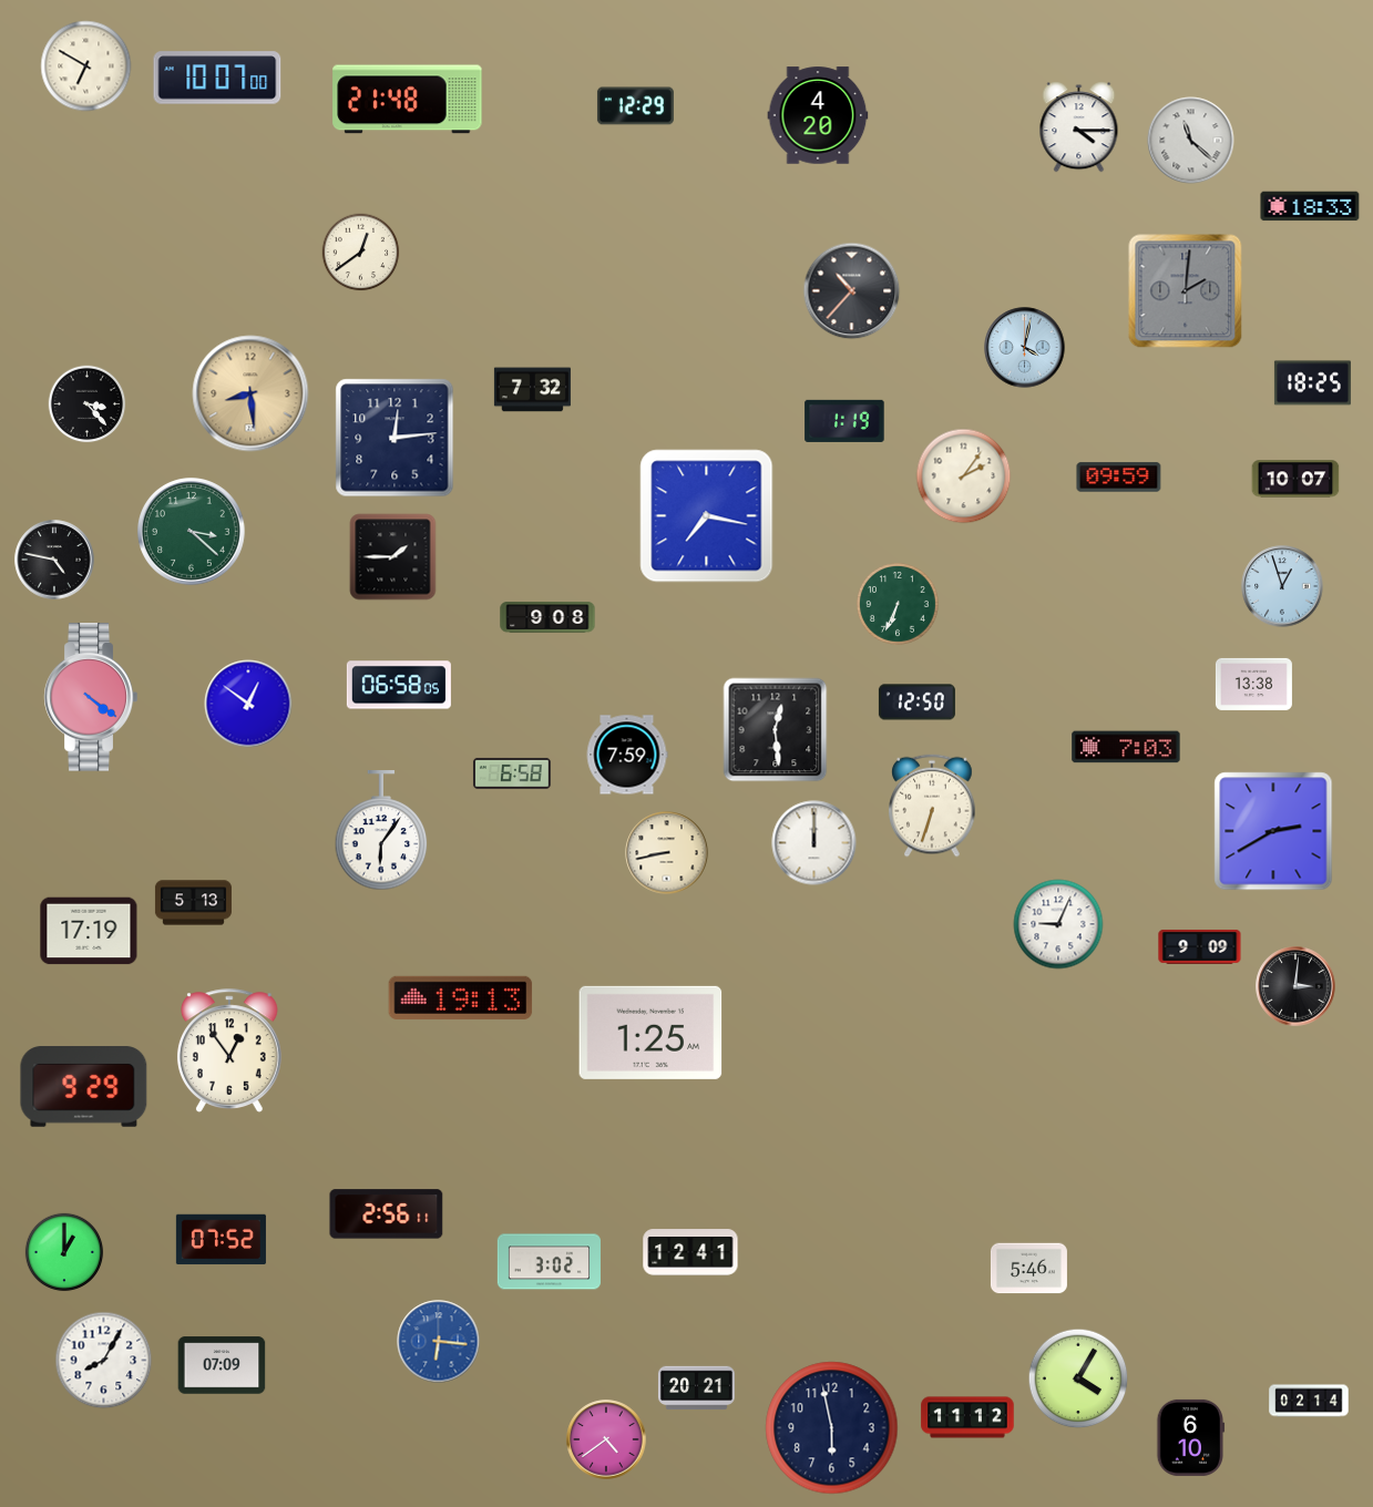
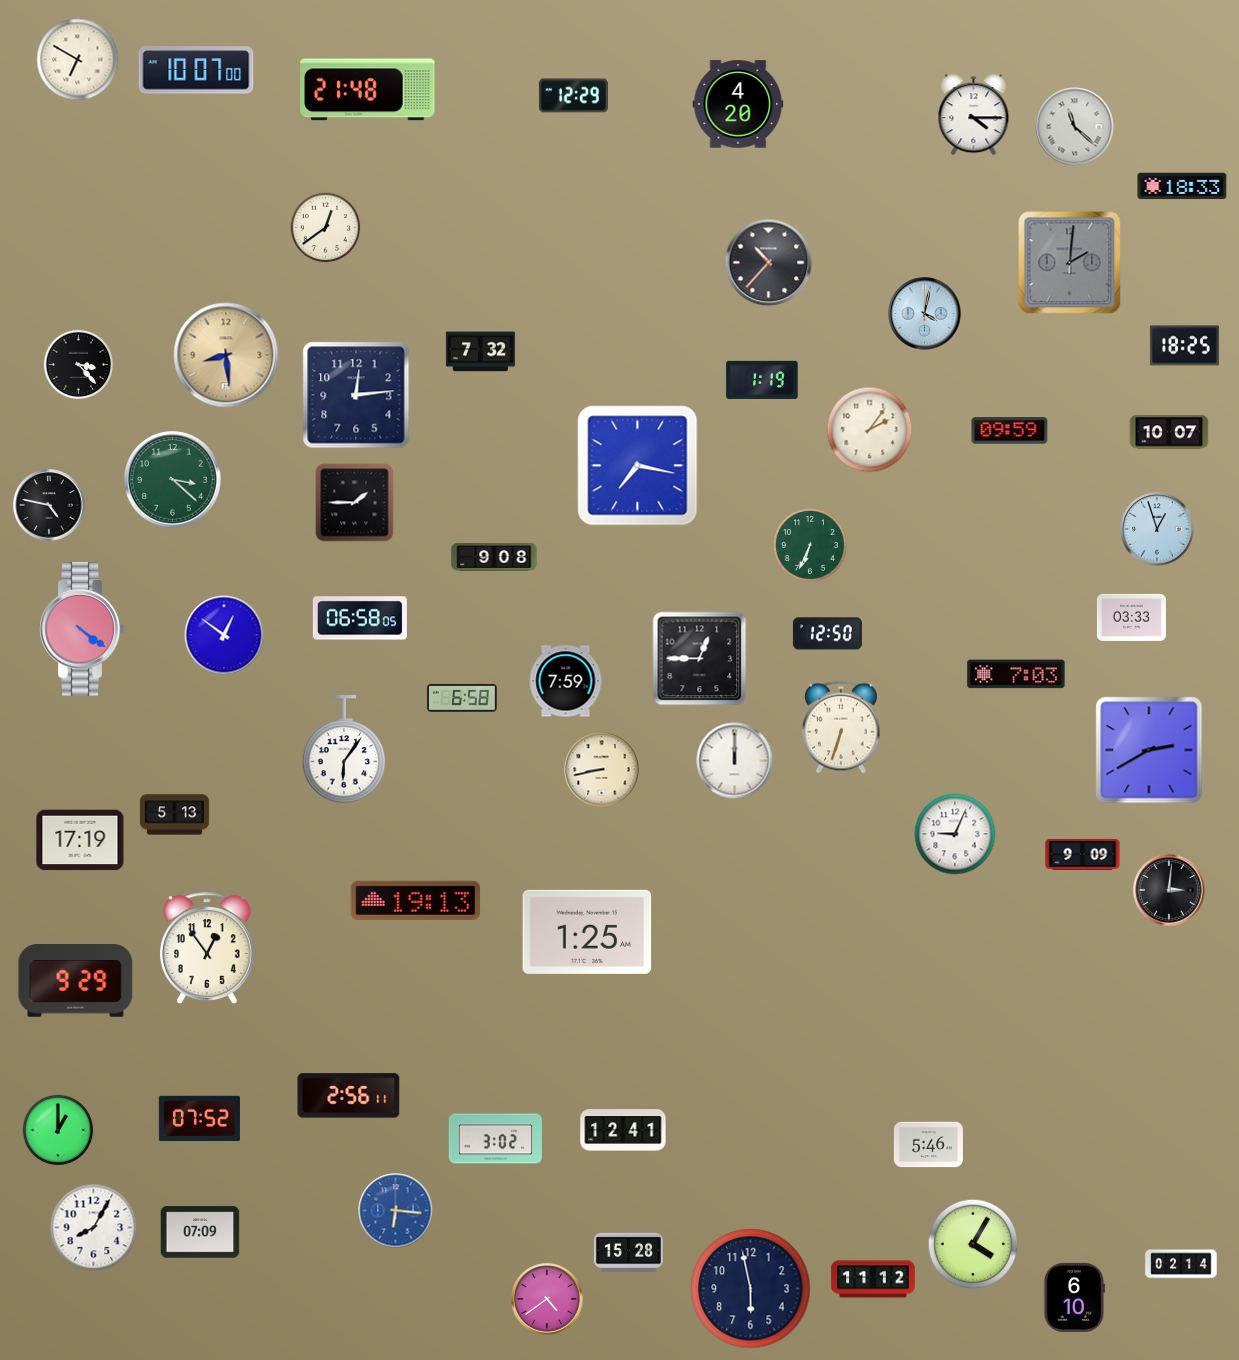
clock at (1253, 684): 13:38 -> 03:33
clock at (776, 730): 12:29 -> 12:45
clock at (696, 1388): 20:21 -> 15:28
